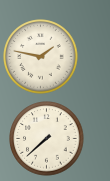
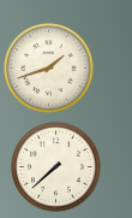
clock at (41, 57): 1:47 -> 1:42
